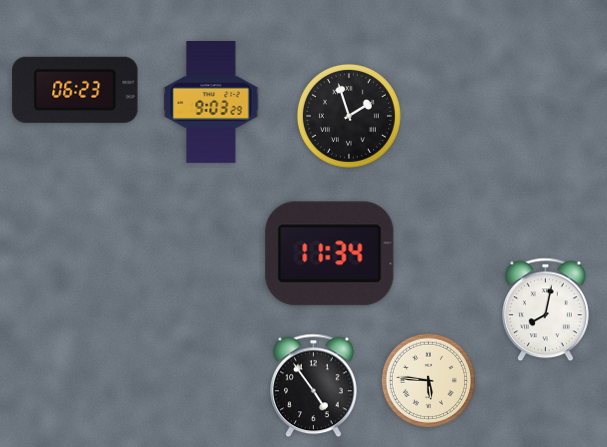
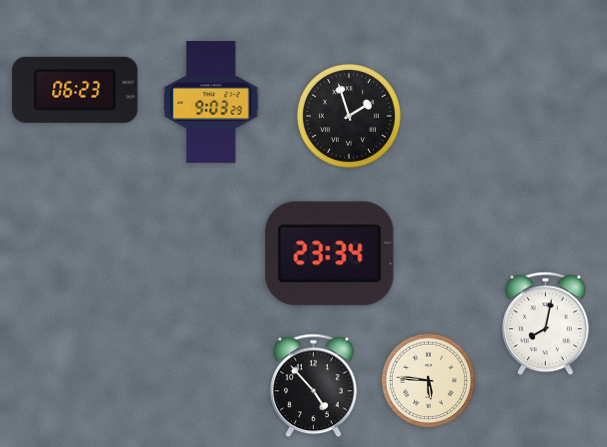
clock at (330, 254): 11:34 -> 23:34
clock at (546, 310) position: (546, 310) -> (546, 324)
clock at (314, 386): 4:54 -> 4:53
